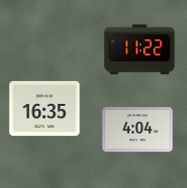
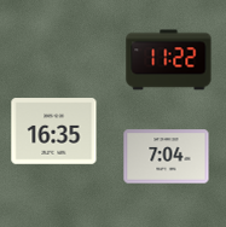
clock at (138, 130): 4:04 -> 7:04
